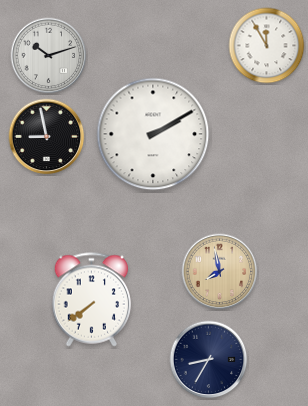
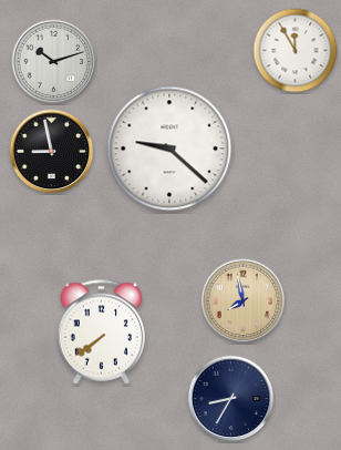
clock at (153, 134): 2:10 -> 9:22
